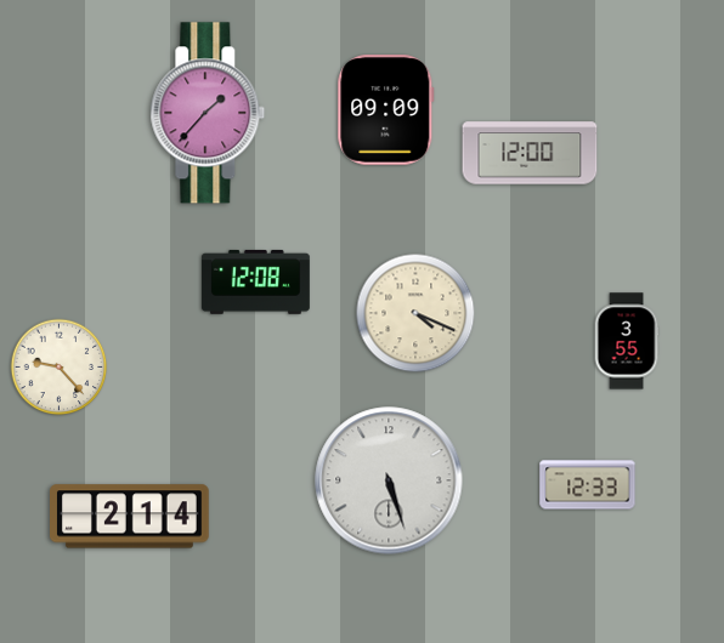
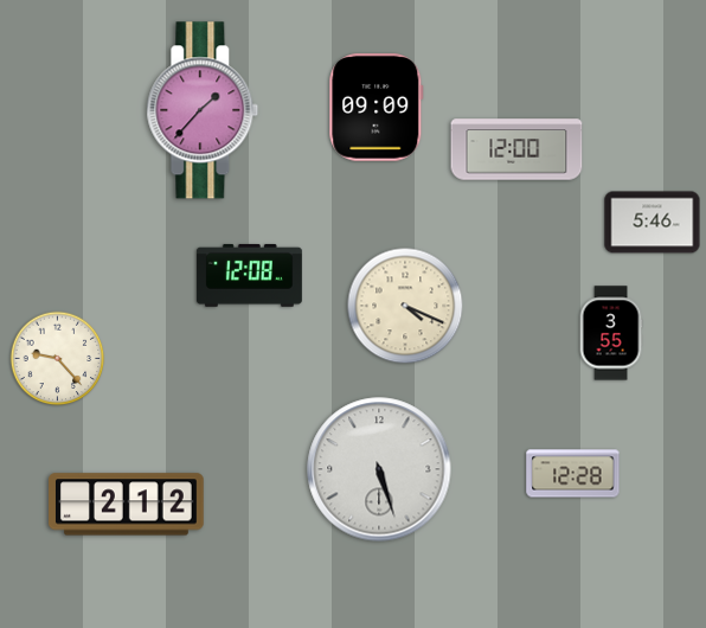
clock at (653, 223): none -> 5:46
clock at (588, 485): 12:33 -> 12:28
clock at (130, 517): 2:14 -> 2:12
